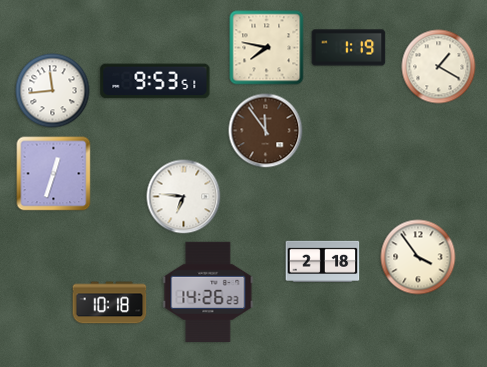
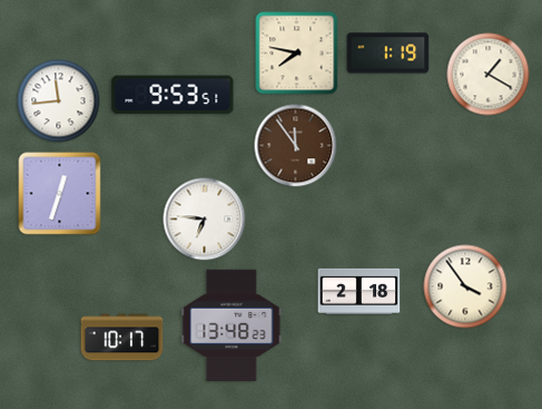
clock at (155, 81) position: (155, 81) -> (173, 95)
clock at (208, 292): 14:26 -> 13:48
clock at (110, 303): 10:18 -> 10:17
